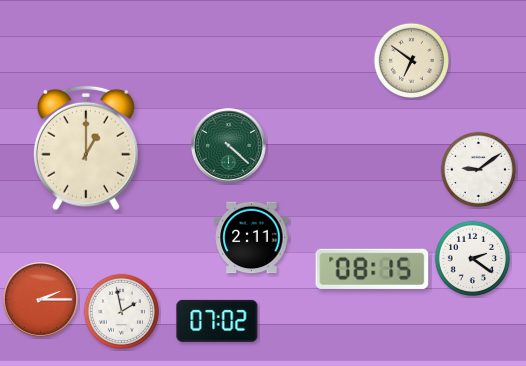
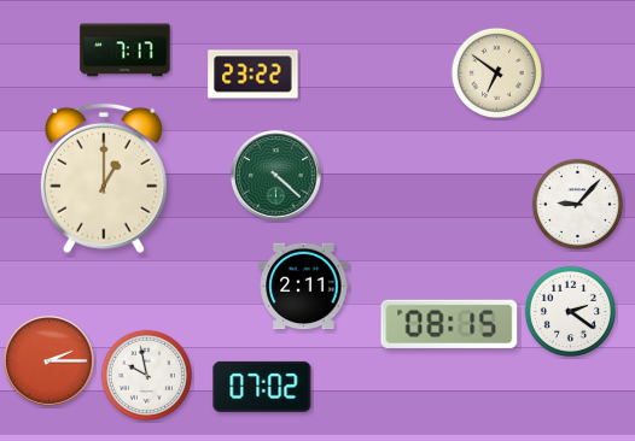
clock at (126, 51): none -> 7:17
clock at (254, 75): none -> 23:22
clock at (478, 169): 9:09 -> 9:07
clock at (121, 311): 1:58 -> 9:58
